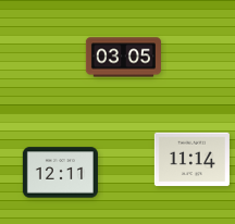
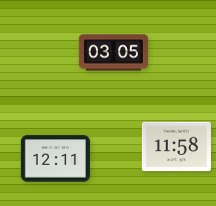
clock at (191, 160): 11:14 -> 11:58
